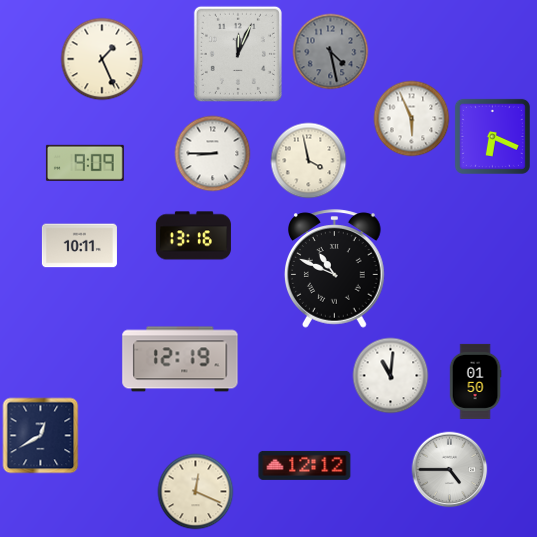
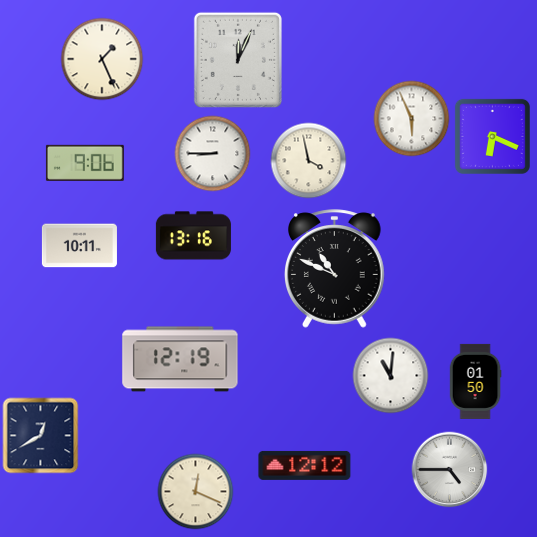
clock at (331, 52): 4:28 -> none
clock at (238, 54) position: (238, 54) -> (238, 60)
clock at (85, 163): 9:09 -> 9:06
